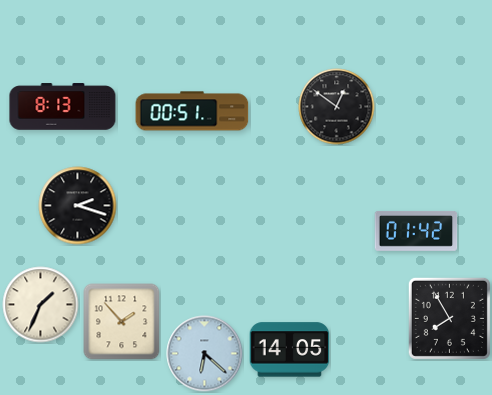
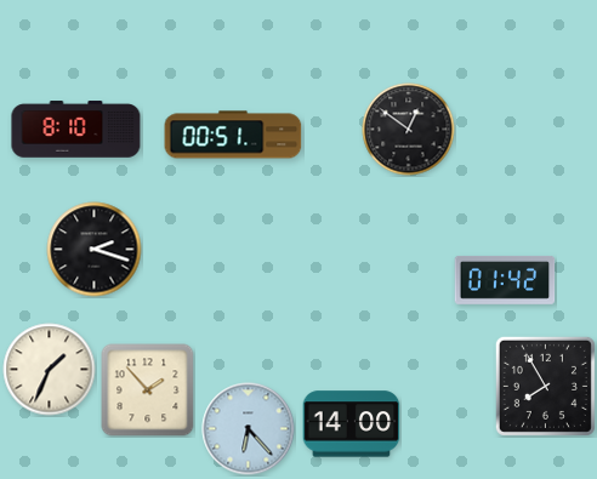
clock at (63, 107): 8:13 -> 8:10
clock at (290, 350): 14:05 -> 14:00
clock at (205, 354): 6:22 -> 6:23
